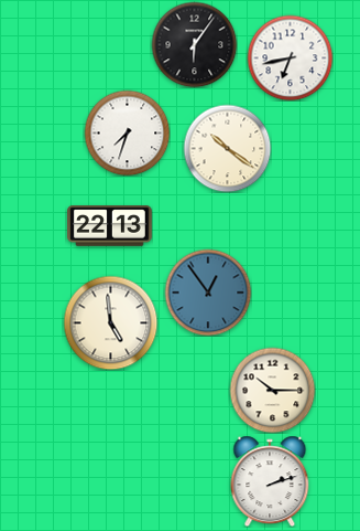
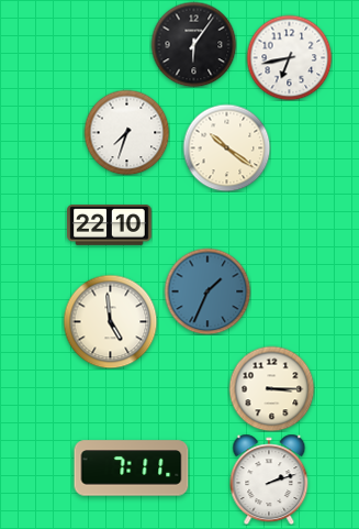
clock at (110, 226): 22:13 -> 22:10
clock at (208, 293): 12:54 -> 1:34
clock at (272, 390): 10:15 -> 3:15
clock at (132, 469): none -> 7:11
